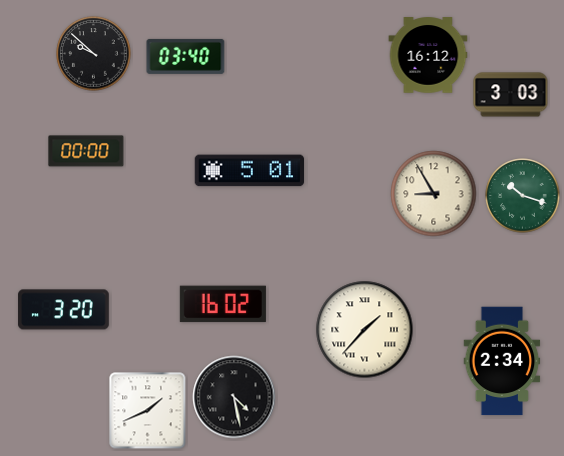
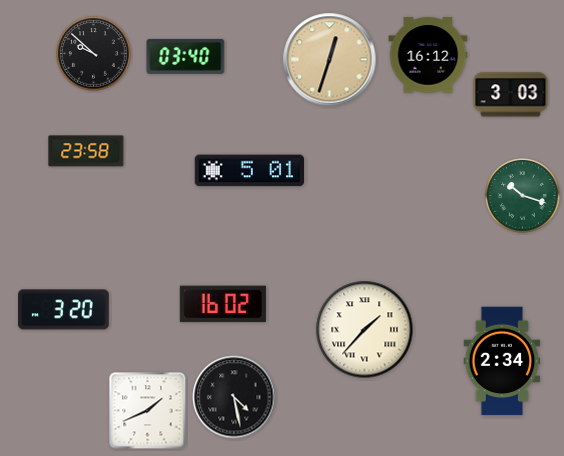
clock at (330, 60): none -> 12:33
clock at (86, 151): 00:00 -> 23:58
clock at (434, 194): 8:55 -> none
